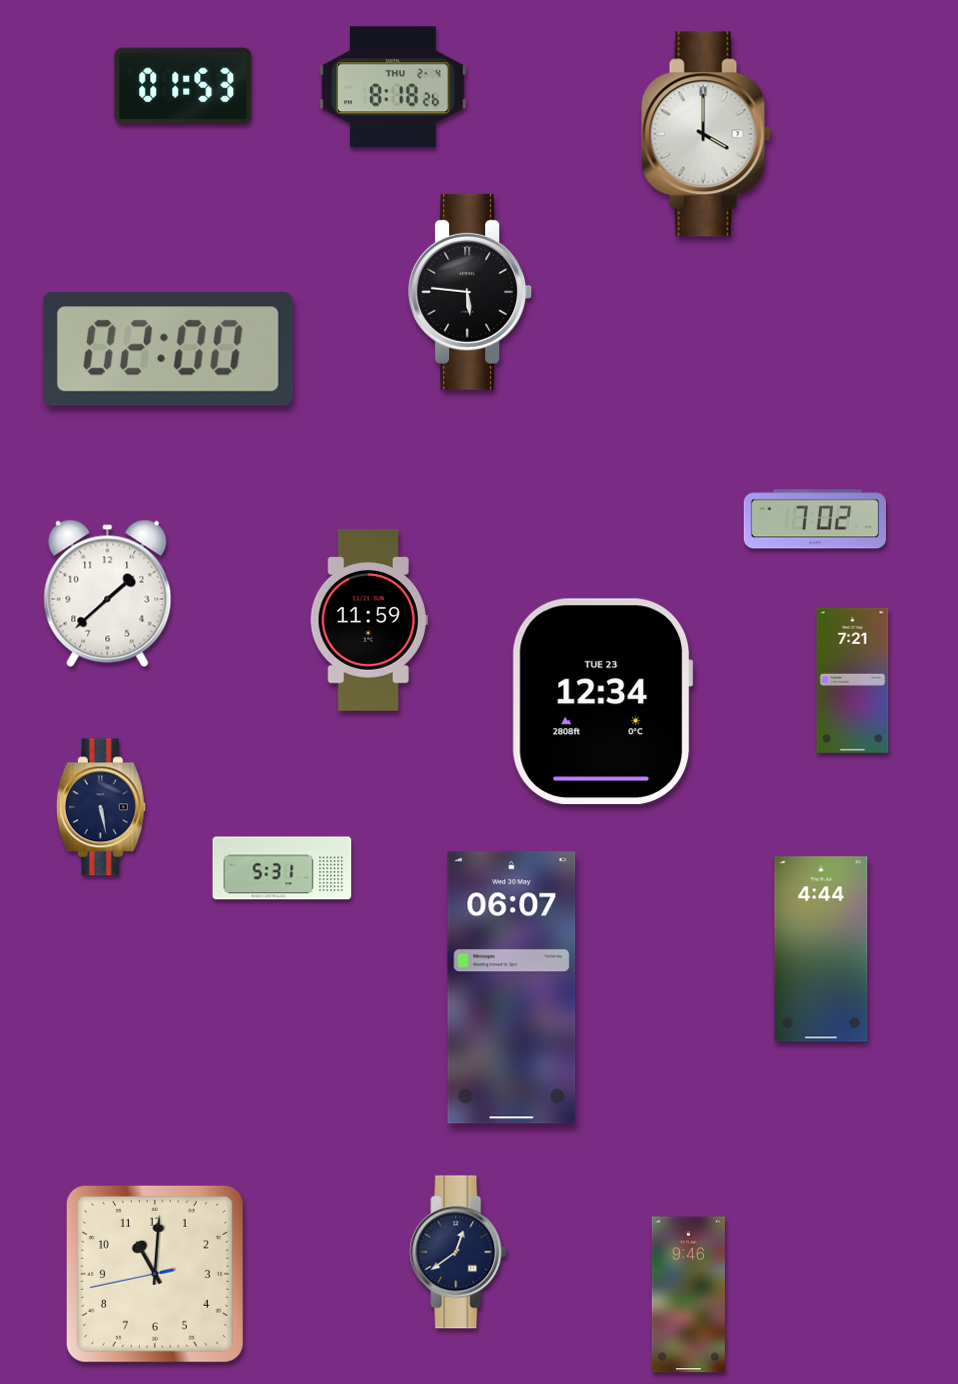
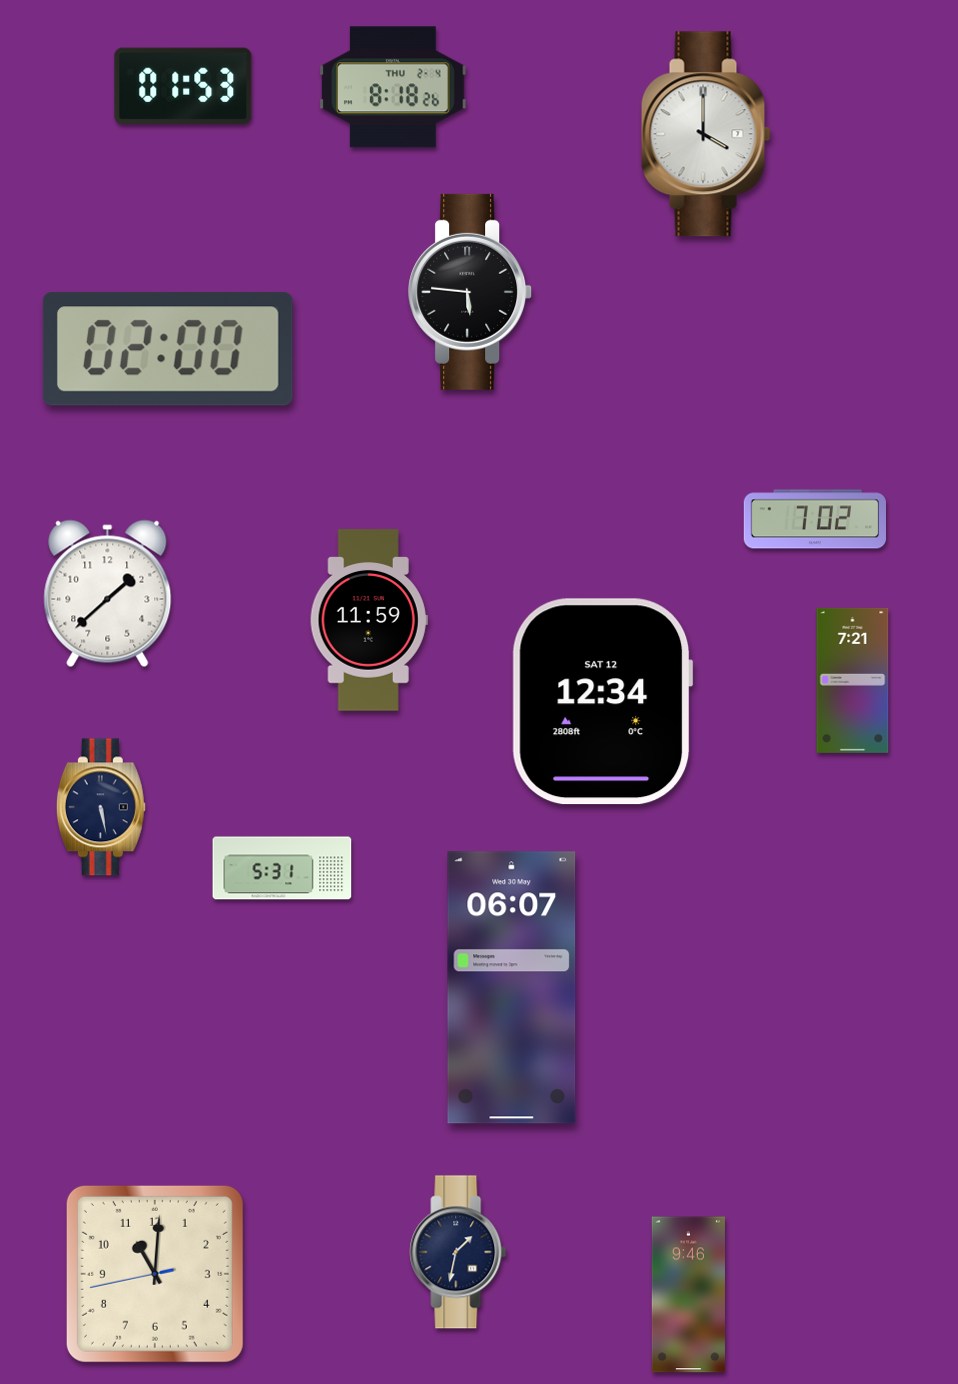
clock at (602, 702) date: TUE 23 -> SAT 12
clock at (821, 949): 4:44 -> none
clock at (458, 1252): 12:39 -> 1:32
